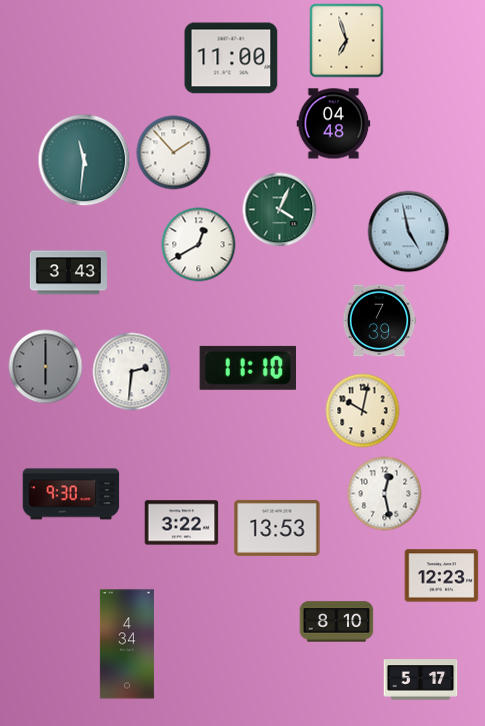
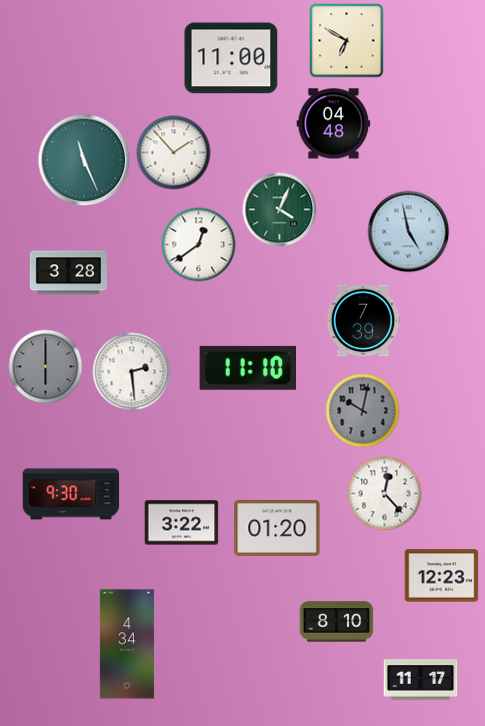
clock at (347, 41): 6:57 -> 6:50
clock at (84, 160): 11:31 -> 11:26
clock at (199, 245): 12:40 -> 12:39
clock at (68, 273): 3:43 -> 3:28
clock at (379, 321) position: (379, 321) -> (363, 321)
clock at (132, 372): 2:31 -> 2:29
clock at (363, 411) dial: cream -> grey
clock at (385, 494): 12:28 -> 12:23
clock at (277, 528): 13:53 -> 01:20
clock at (421, 680): 5:17 -> 11:17
